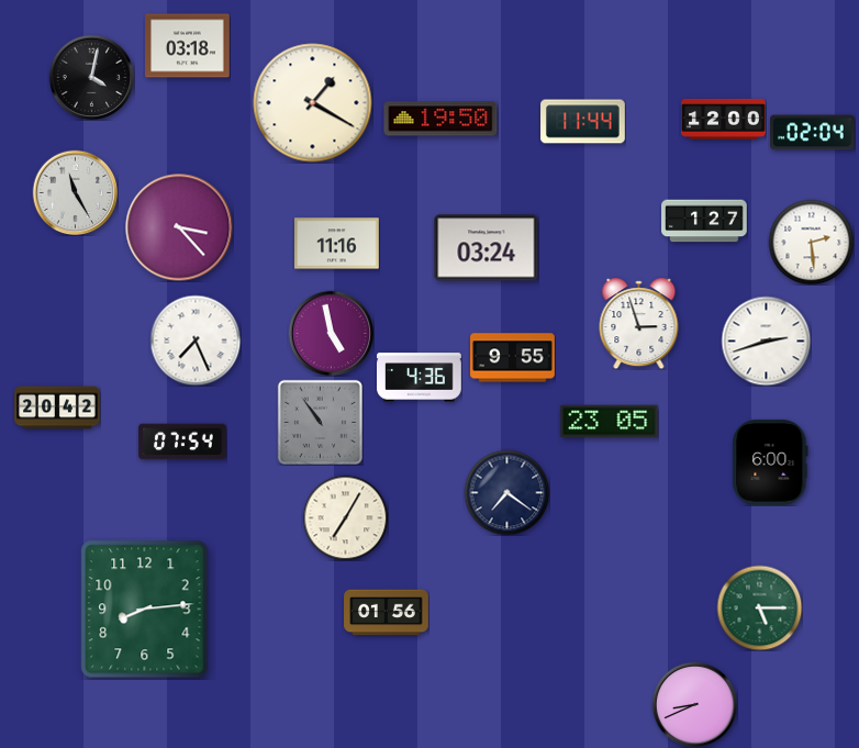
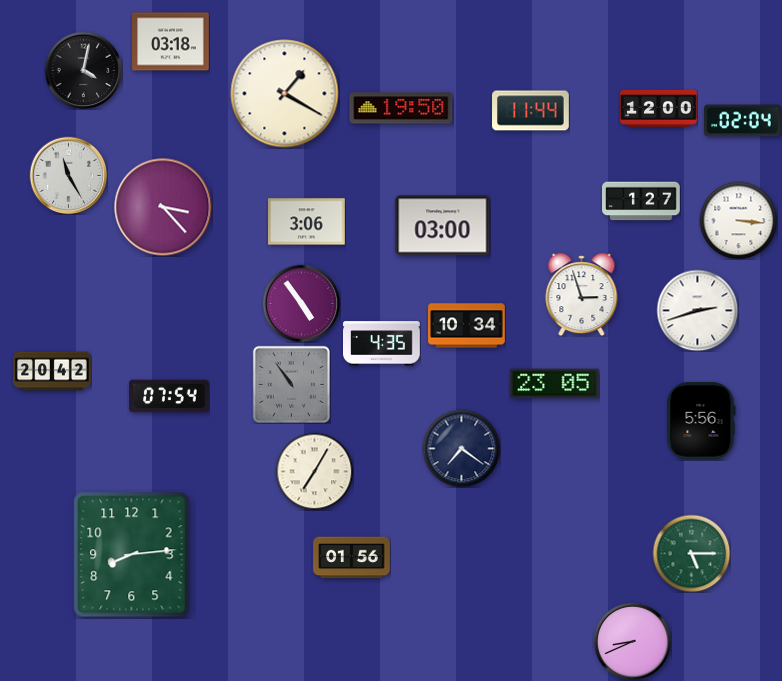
clock at (813, 133) position: (813, 133) -> (743, 121)
clock at (811, 242): 2:29 -> 3:16
clock at (337, 244): 11:16 -> 3:06
clock at (487, 248): 03:24 -> 03:00
clock at (331, 333): 4:58 -> 4:54
clock at (196, 340): 7:26 -> none
clock at (513, 358): 9:55 -> 10:34
clock at (420, 378): 4:36 -> 4:35
clock at (182, 442) position: (182, 442) -> (169, 396)
clock at (770, 464): 6:00 -> 5:56
